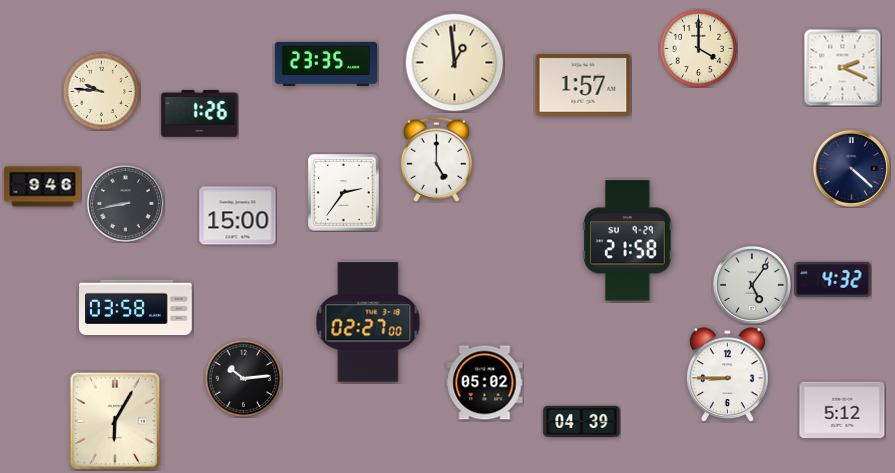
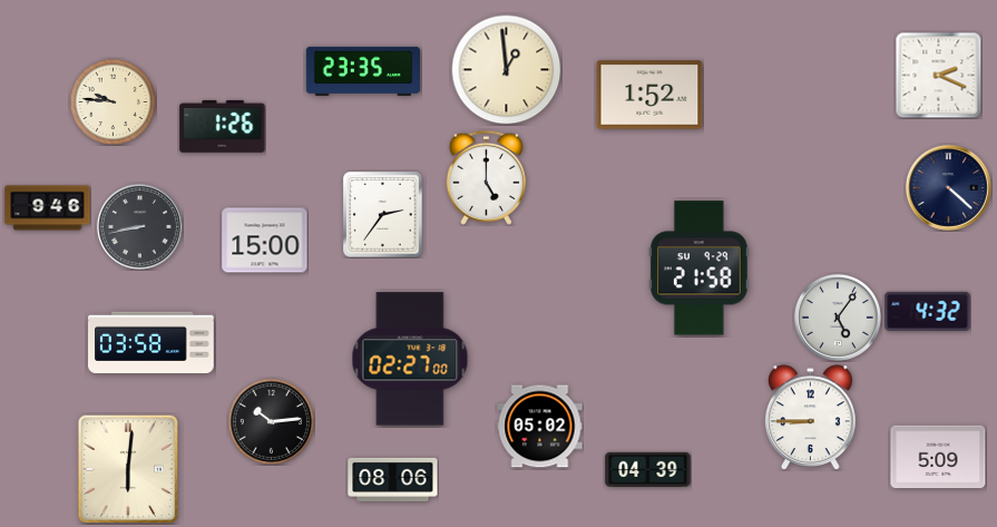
clock at (698, 48): 4:00 -> none
clock at (583, 85): 1:57 -> 1:52
clock at (842, 410): 5:12 -> 5:09
clock at (114, 420): 6:05 -> 6:01
clock at (393, 479): none -> 08:06
